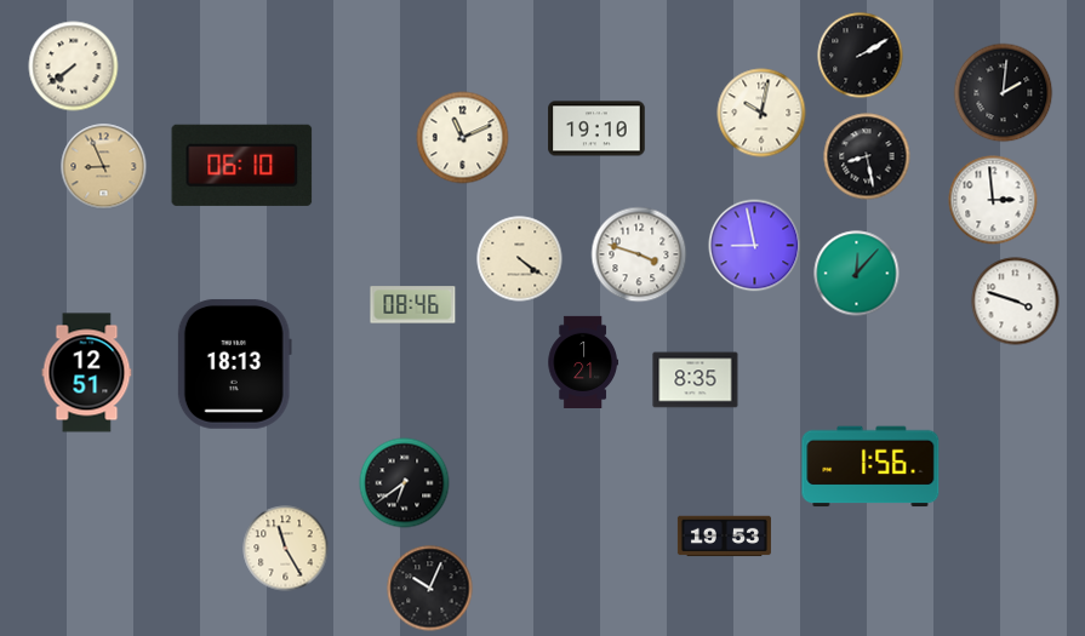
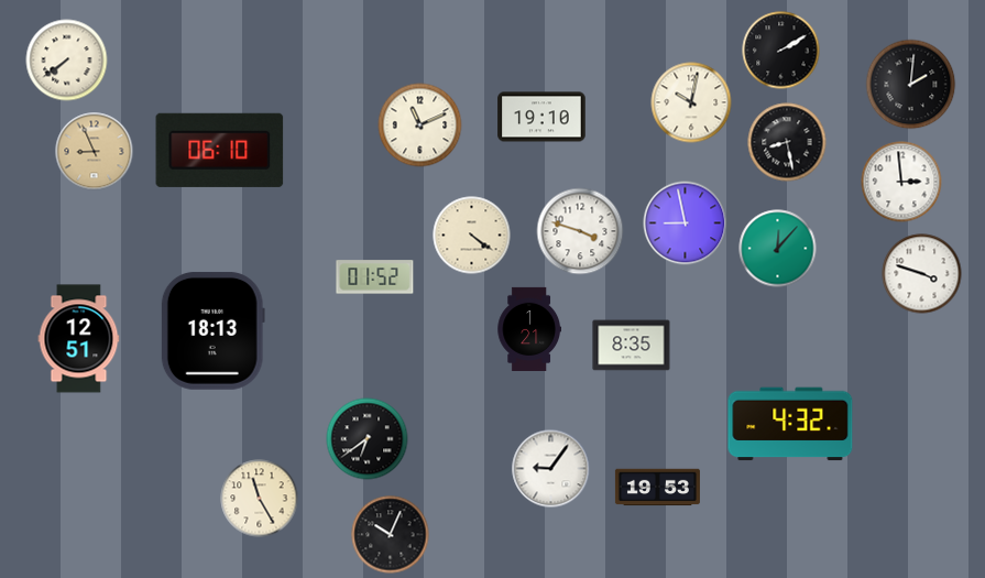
clock at (413, 305): 08:46 -> 01:52
clock at (870, 466): 1:56 -> 4:32
clock at (551, 469): none -> 9:06
